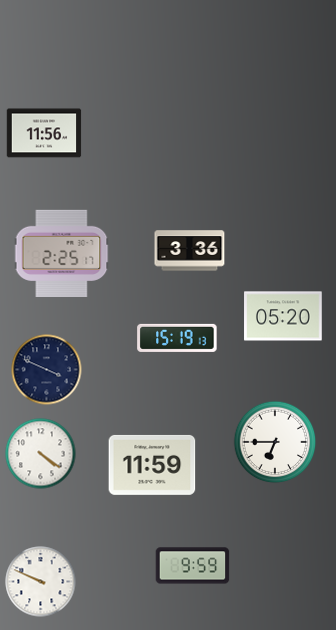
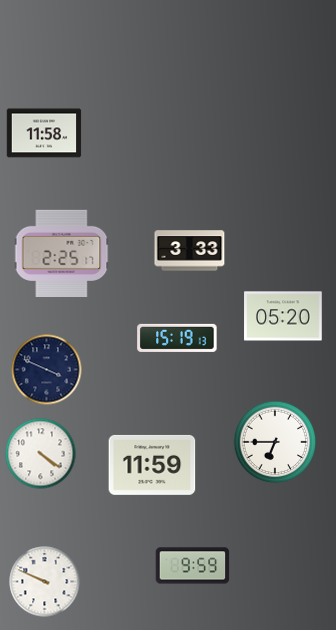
clock at (44, 133): 11:56 -> 11:58
clock at (190, 251): 3:36 -> 3:33
clock at (41, 582) position: (41, 582) -> (45, 582)
